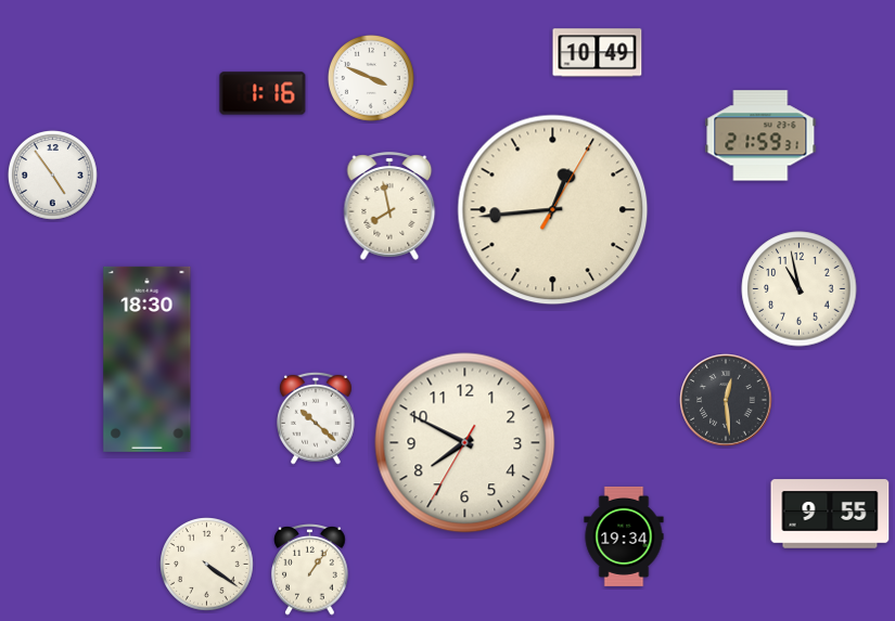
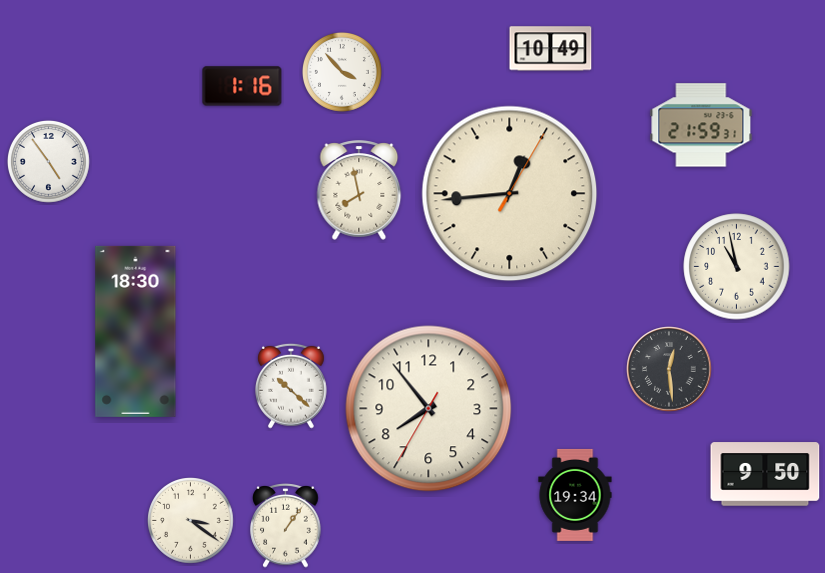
clock at (371, 78): 3:49 -> 3:53
clock at (465, 443): 7:49 -> 7:53
clock at (830, 514): 9:55 -> 9:50
clock at (207, 565): 4:21 -> 3:21
